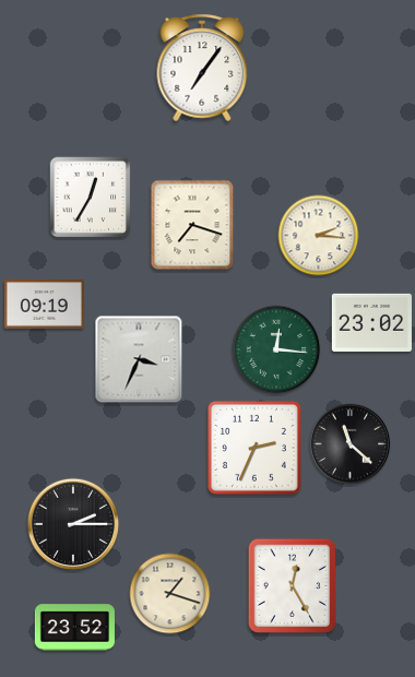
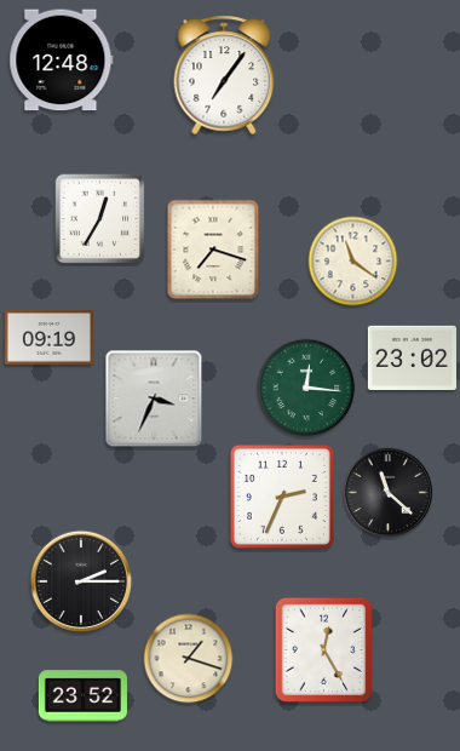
clock at (62, 61): none -> 12:48
clock at (319, 236): 2:16 -> 11:21
